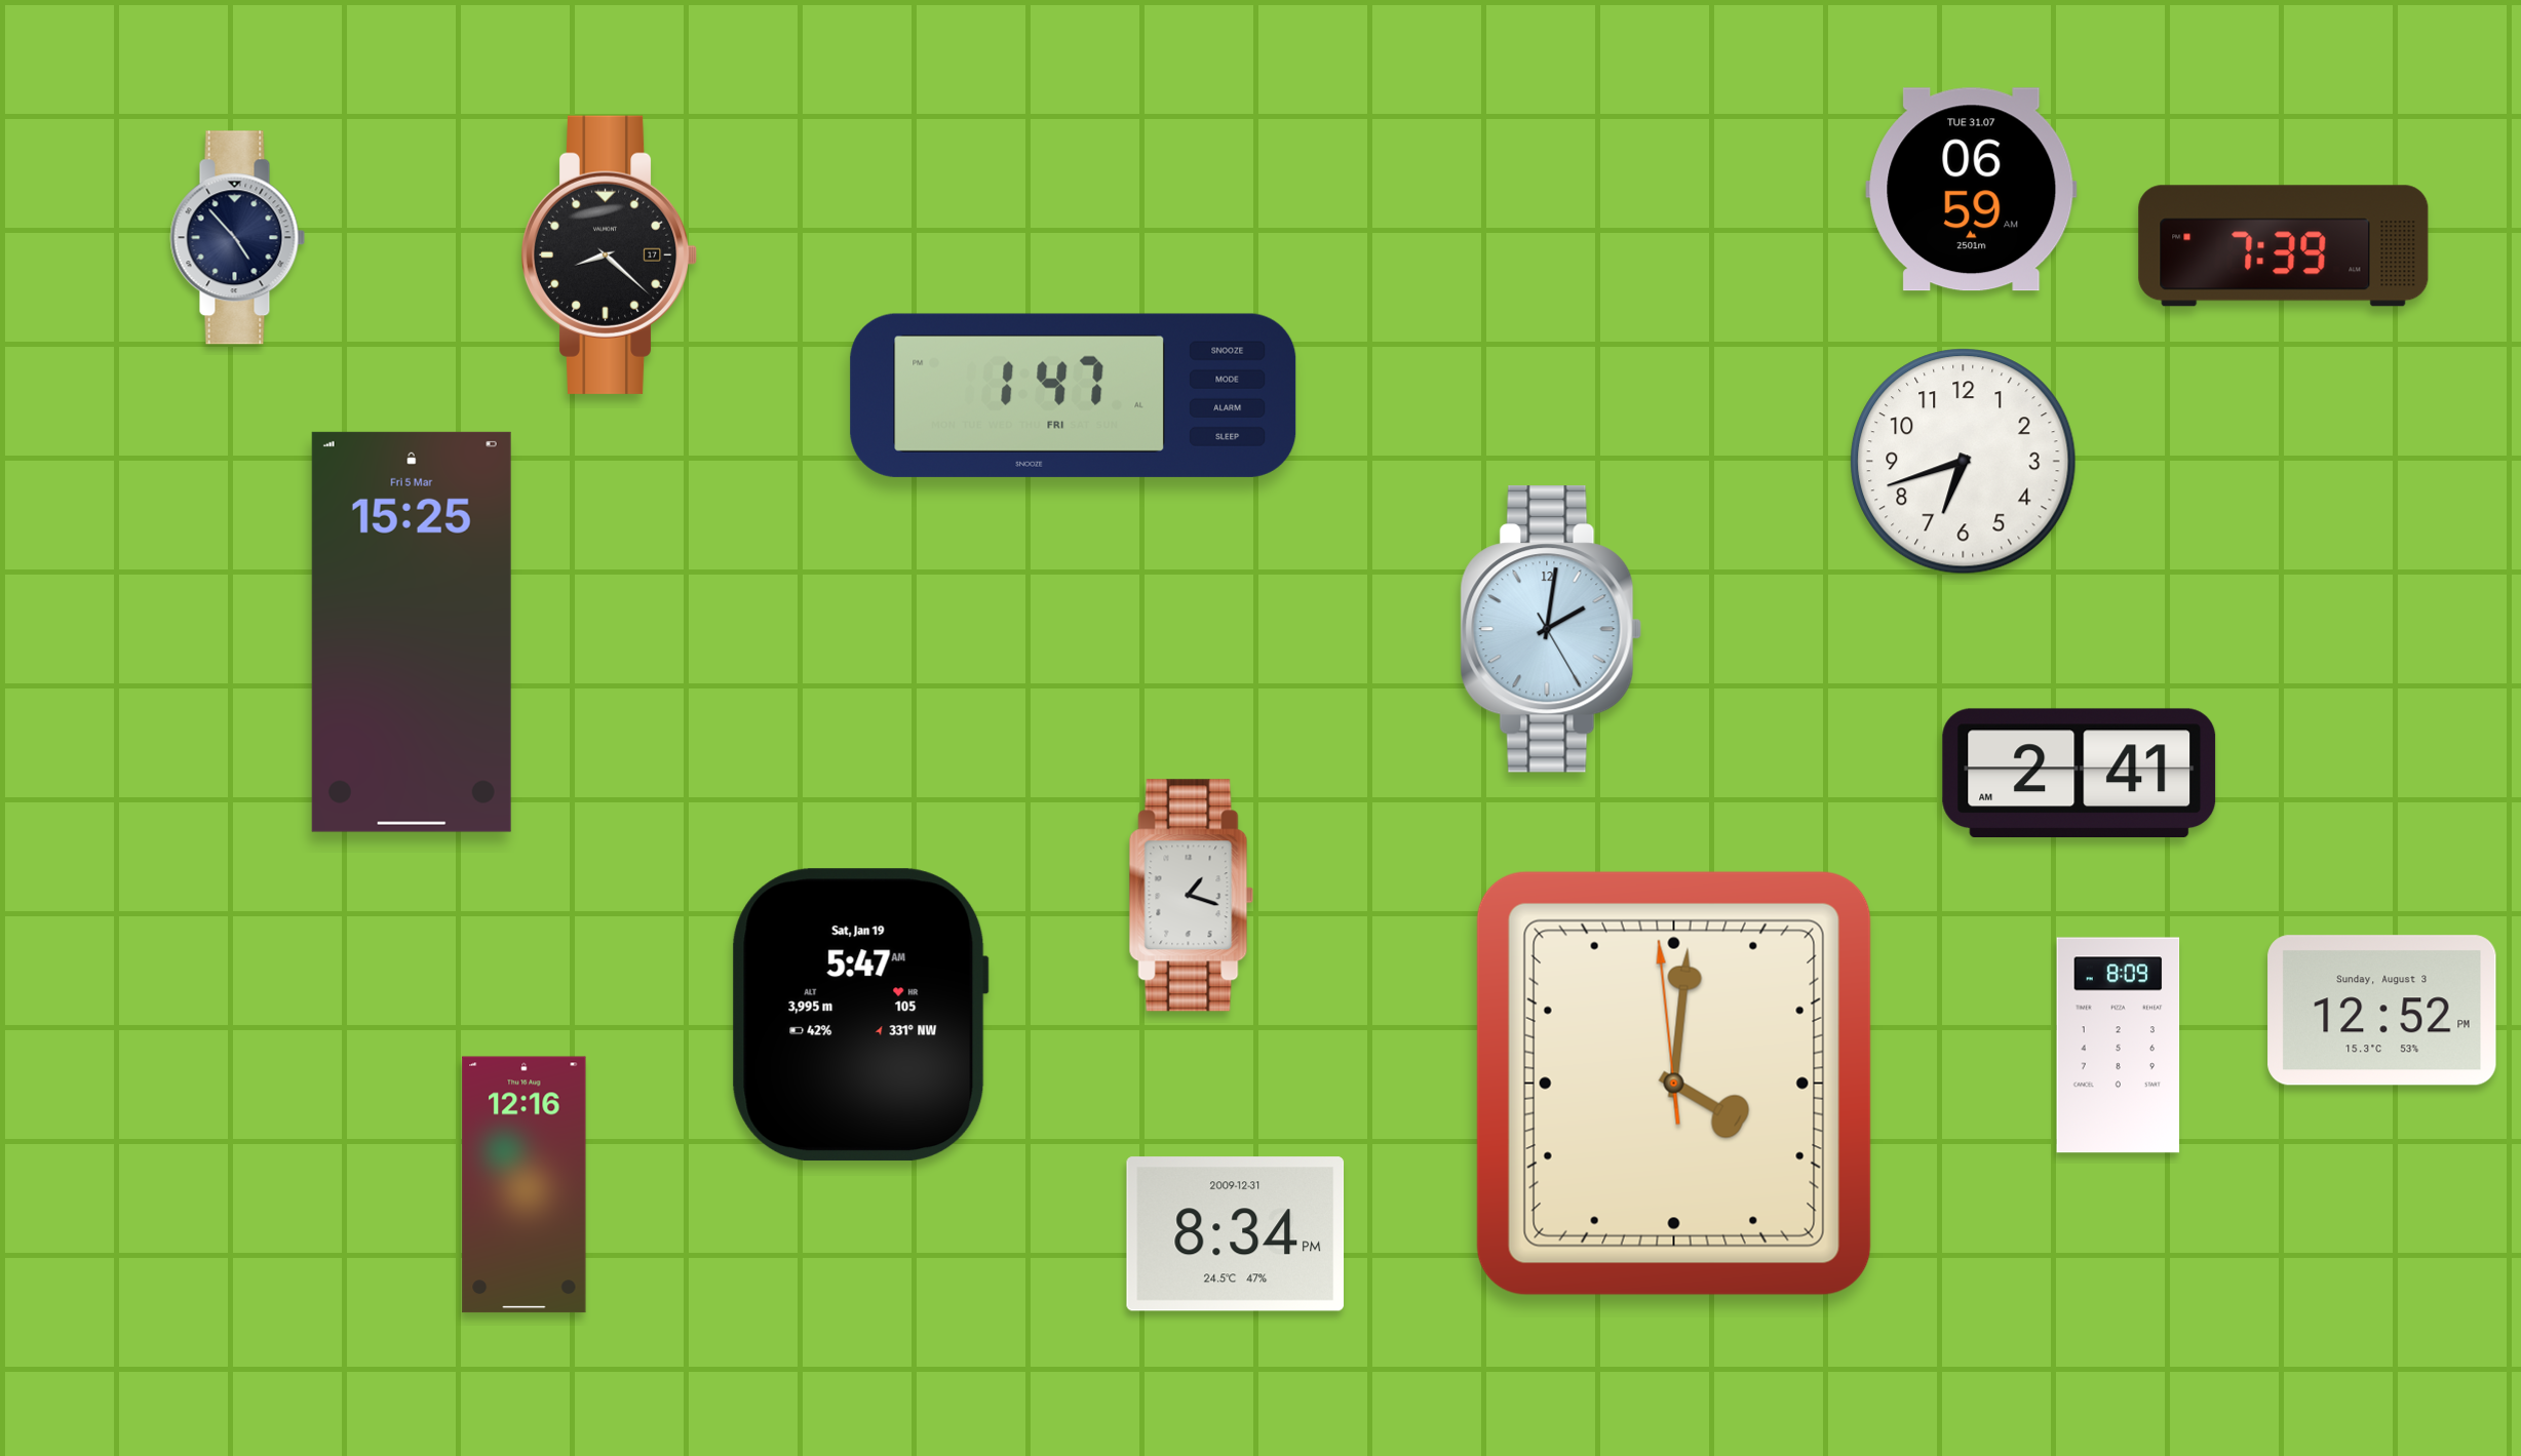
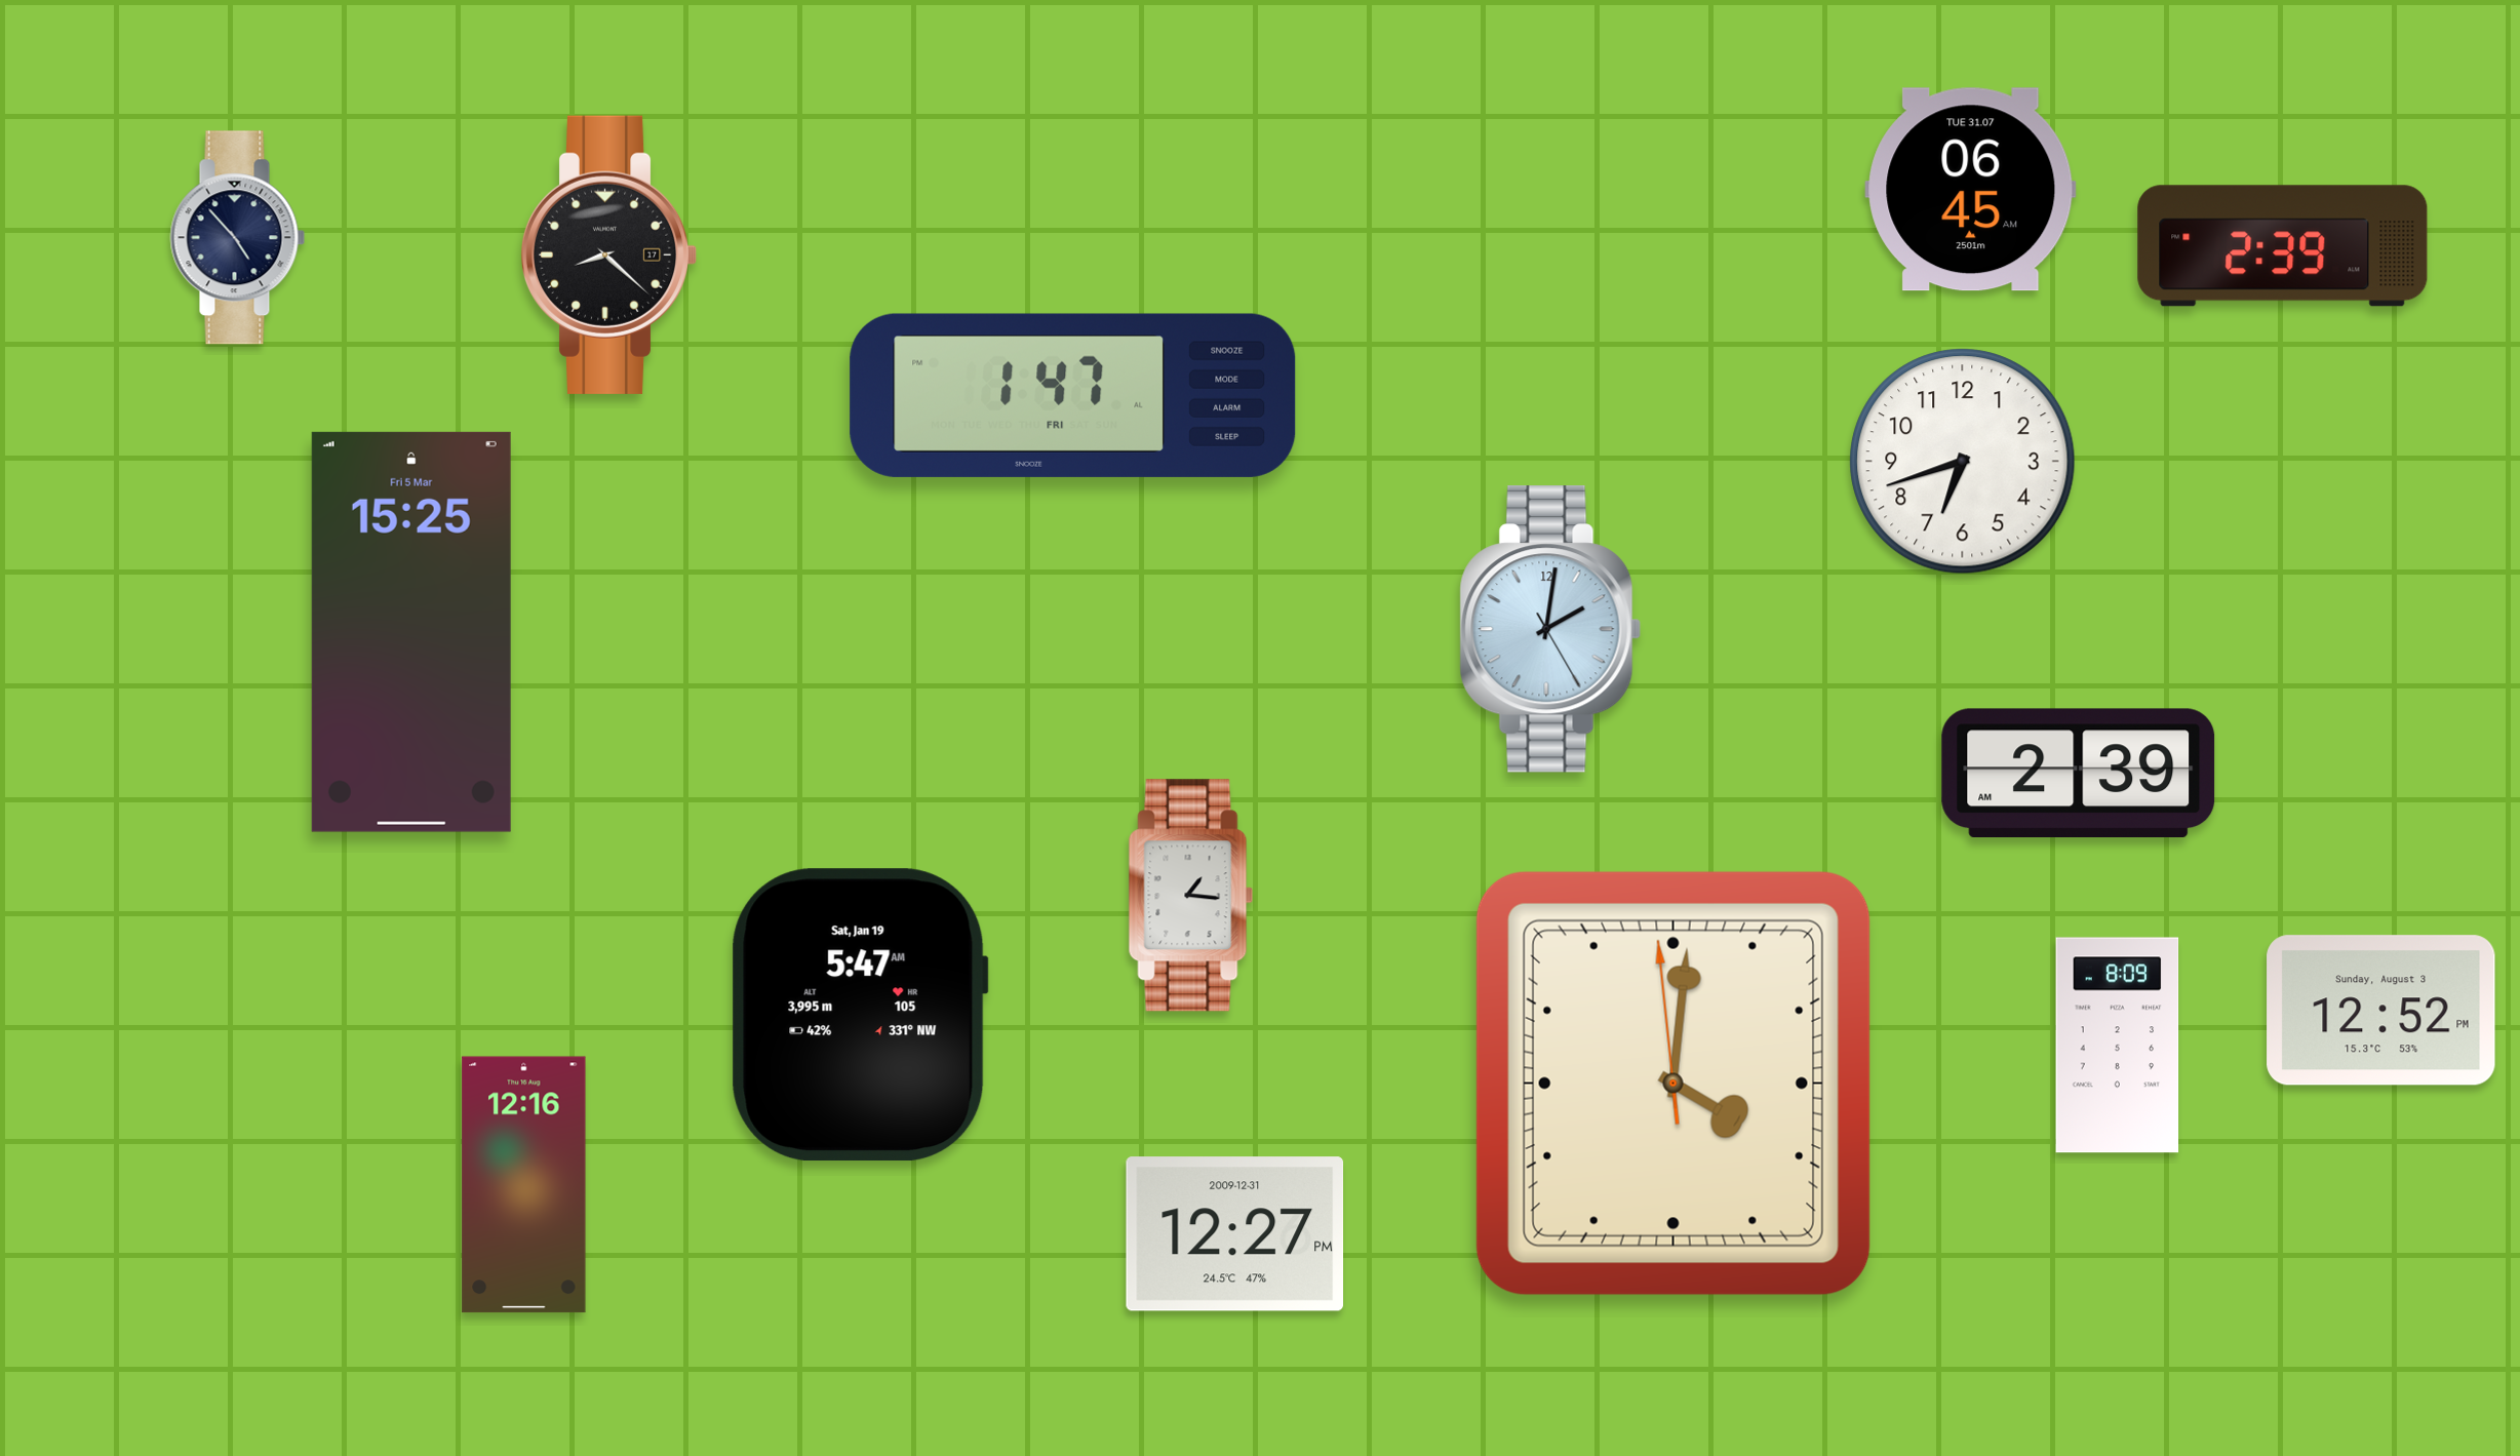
clock at (1972, 190): 06:59 -> 06:45
clock at (2284, 246): 7:39 -> 2:39
clock at (2080, 773): 2:41 -> 2:39
clock at (1192, 896): 1:18 -> 1:16
clock at (1236, 1234): 8:34 -> 12:27
